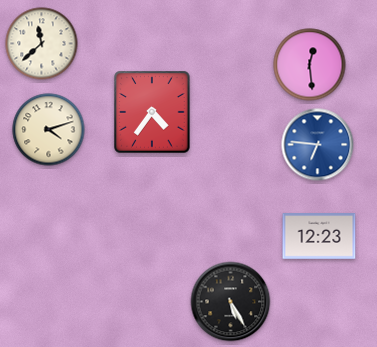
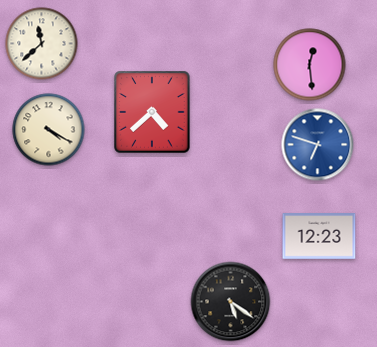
clock at (152, 112): 4:36 -> 4:38
clock at (49, 130): 4:12 -> 4:20
clock at (318, 145): 6:46 -> 6:48
clock at (231, 302): 5:25 -> 5:21
